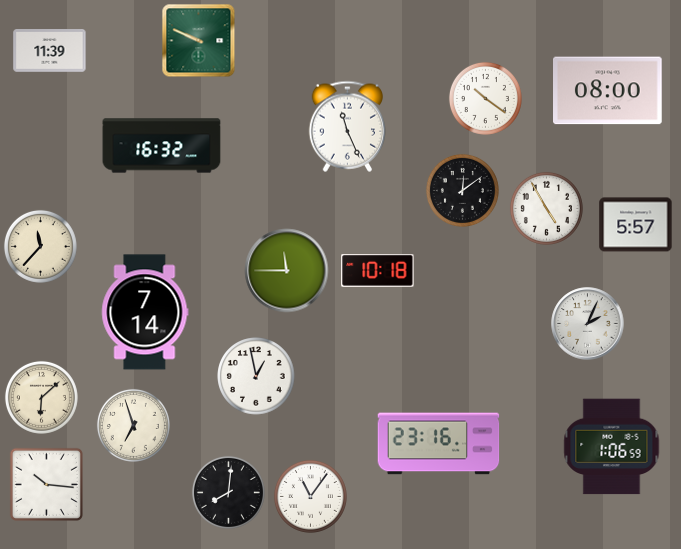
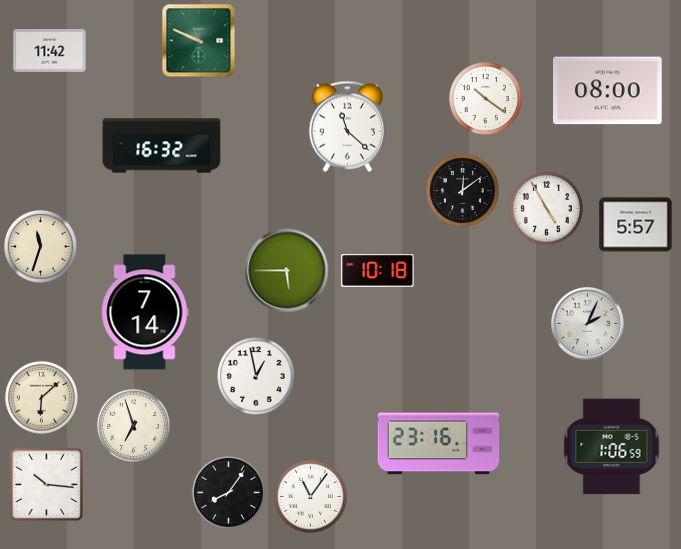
clock at (50, 51): 11:39 -> 11:42
clock at (347, 126): 11:26 -> 11:22
clock at (40, 246): 11:37 -> 11:33
clock at (287, 271): 11:45 -> 5:45
clock at (228, 492): 8:01 -> 8:06
